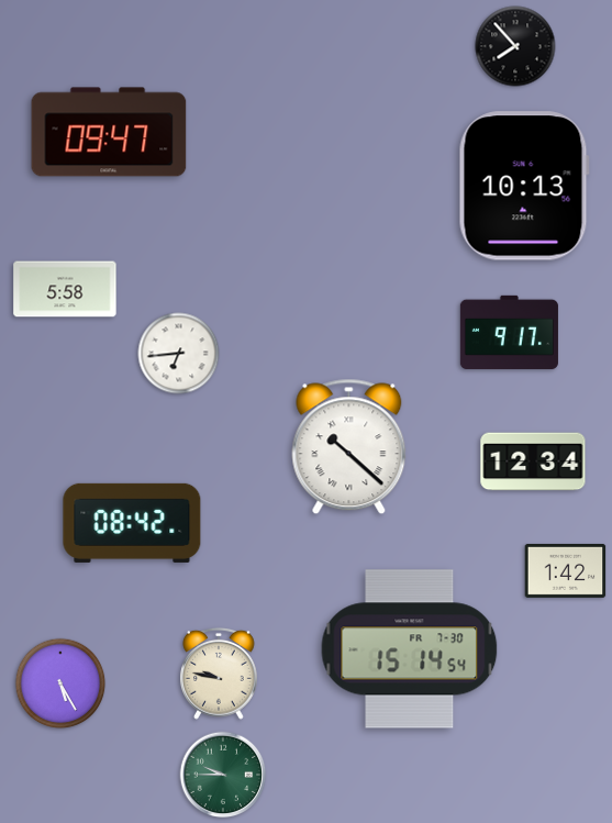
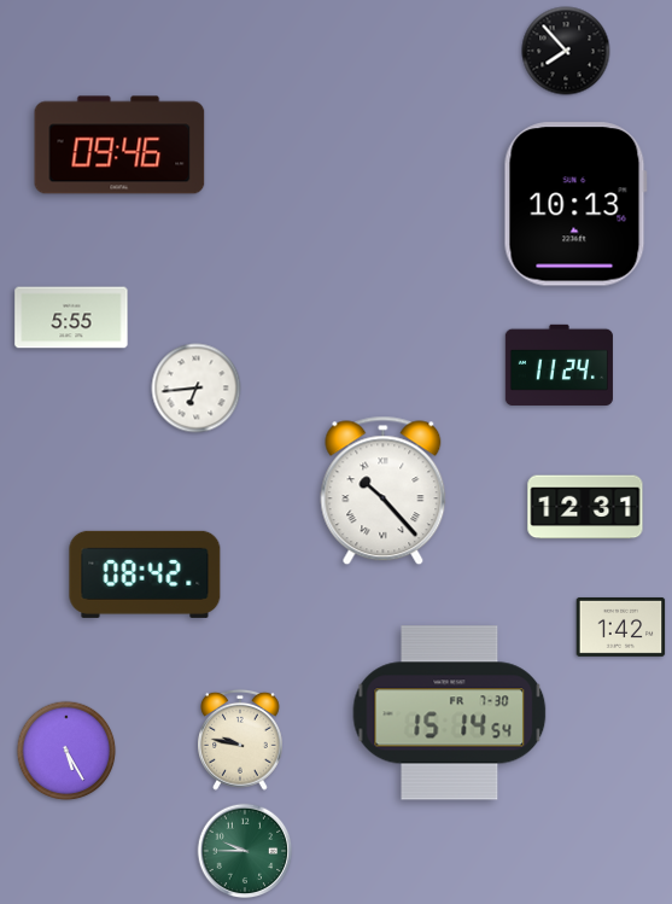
clock at (109, 132): 09:47 -> 09:46
clock at (65, 289): 5:58 -> 5:55
clock at (509, 332): 9:17 -> 11:24
clock at (349, 447): 10:22 -> 10:23
clock at (533, 461): 12:34 -> 12:31
